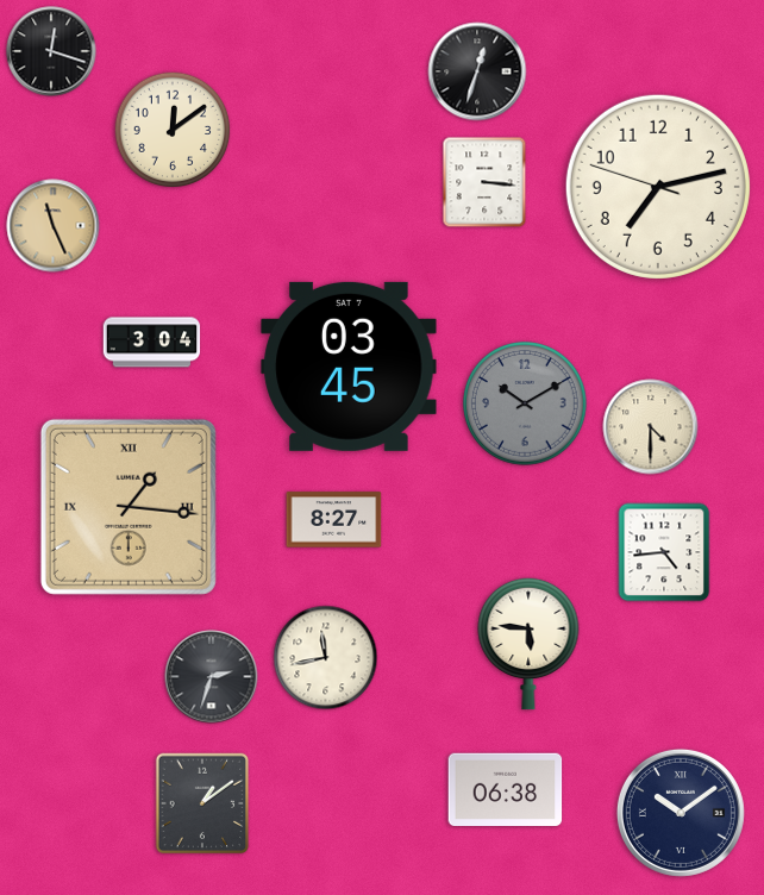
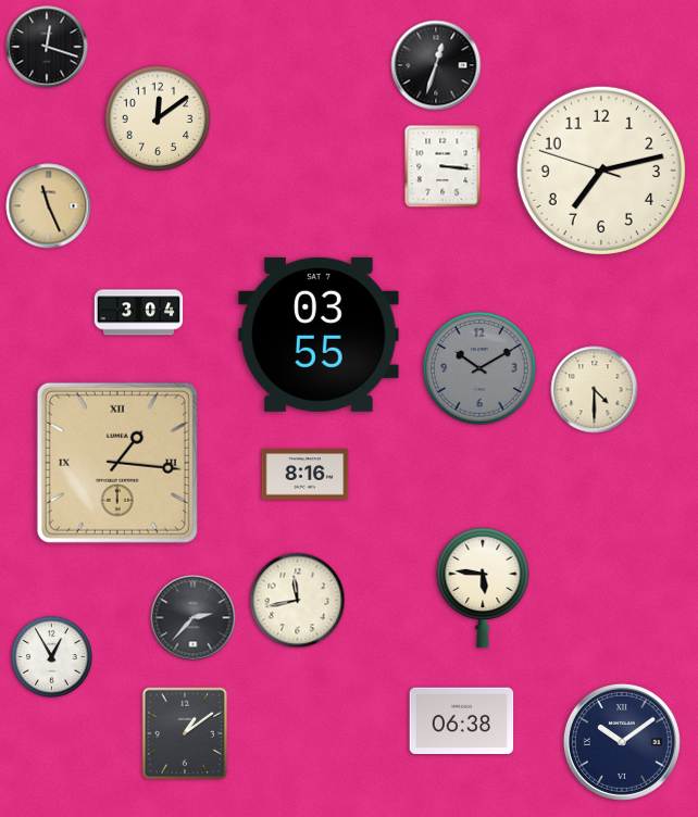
clock at (349, 367): 03:45 -> 03:55
clock at (334, 520): 8:27 -> 8:16
clock at (664, 552): 4:44 -> none
clock at (212, 677): 2:33 -> 2:37
clock at (52, 657): none -> 12:55
